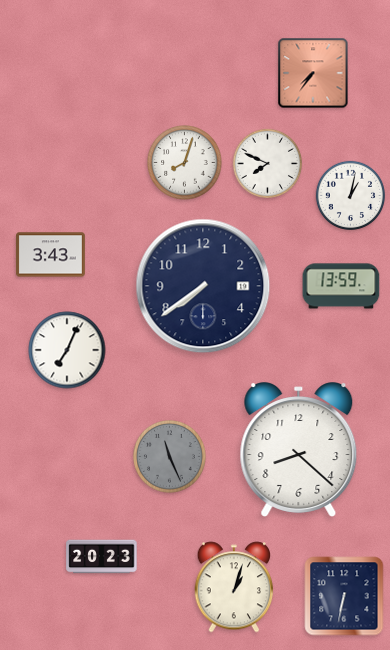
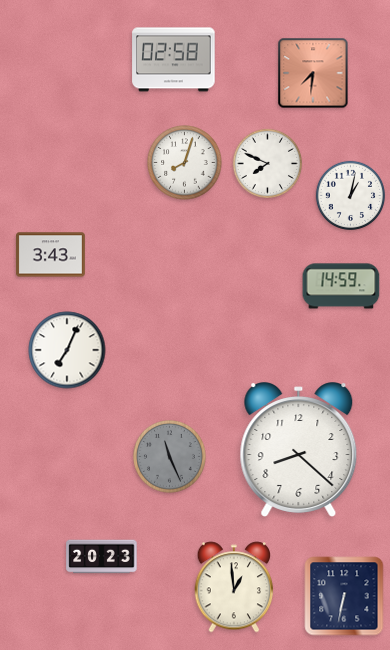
clock at (174, 60): none -> 02:58
clock at (313, 73): 7:36 -> 7:31
clock at (203, 286): 7:39 -> none
clock at (341, 286): 13:59 -> 14:59
clock at (234, 587): 1:03 -> 12:59
